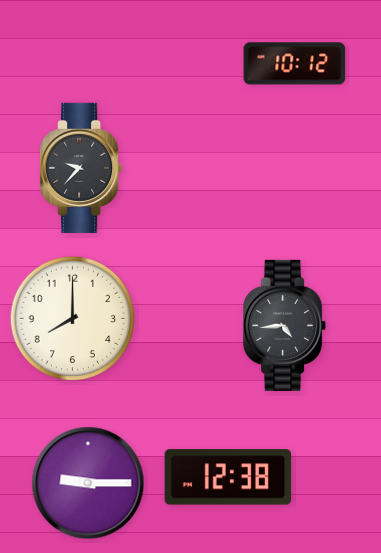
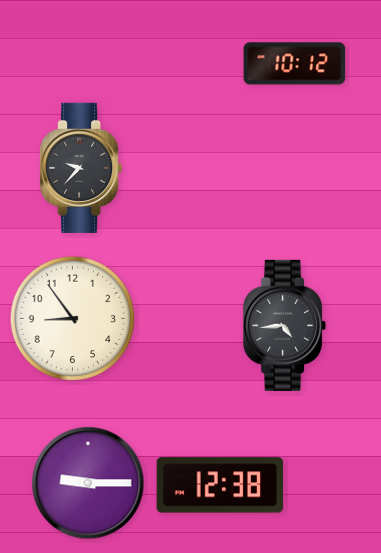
clock at (73, 319): 8:00 -> 8:54
clock at (228, 477) position: (228, 477) -> (220, 485)
